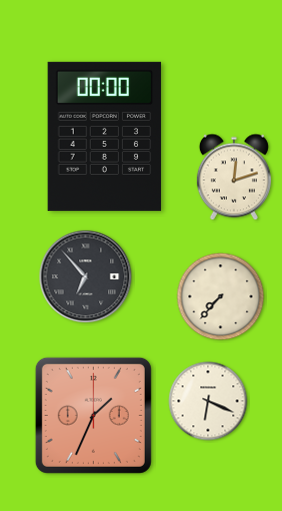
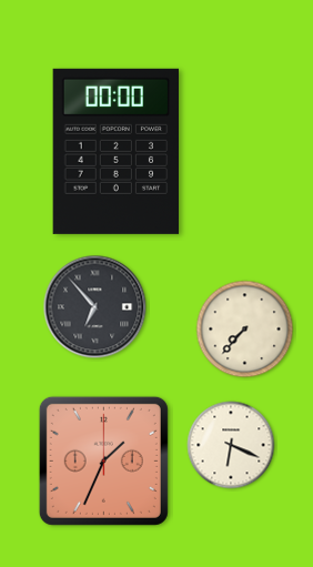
clock at (234, 177): 12:12 -> none
